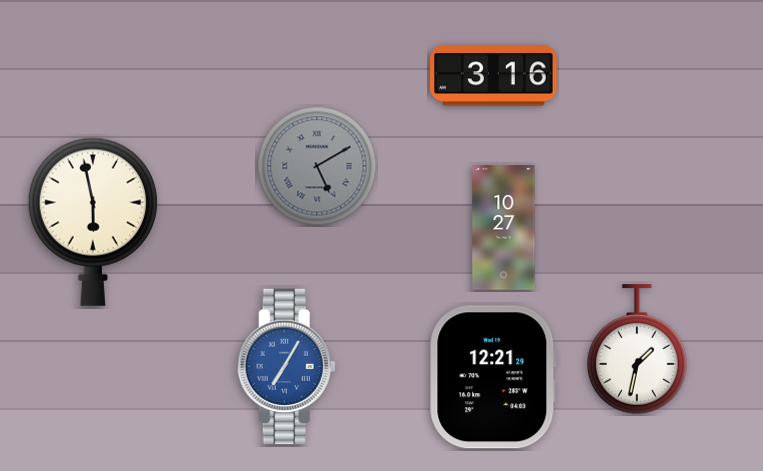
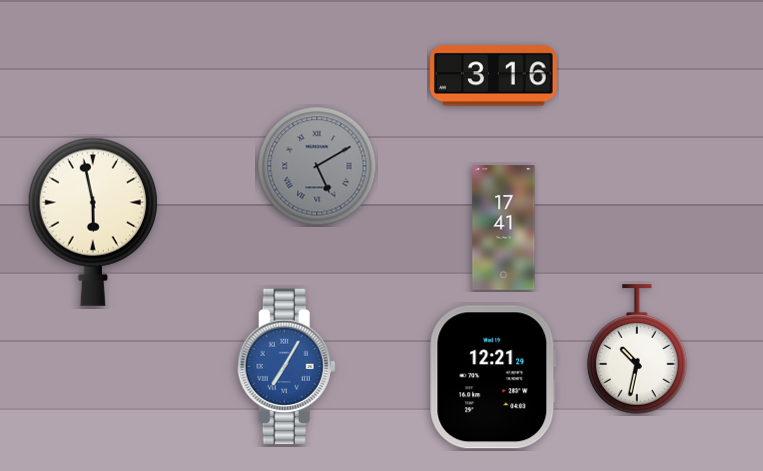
clock at (504, 228): 10:27 -> 17:41
clock at (637, 349): 1:32 -> 10:32
